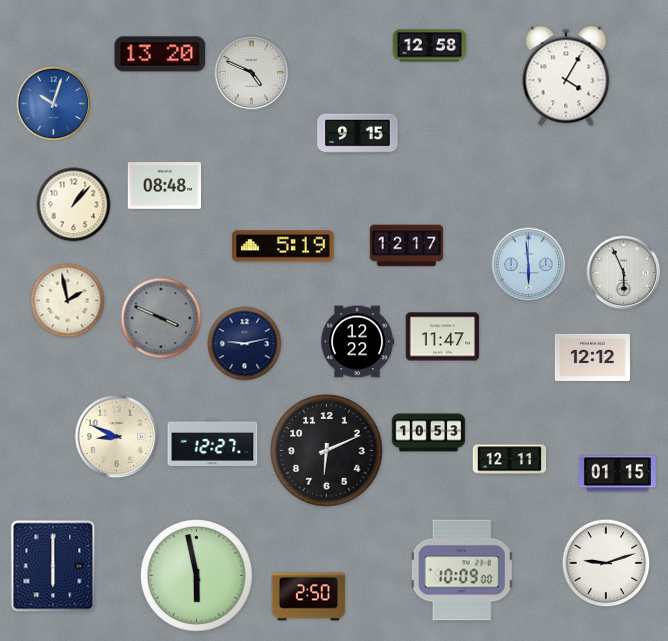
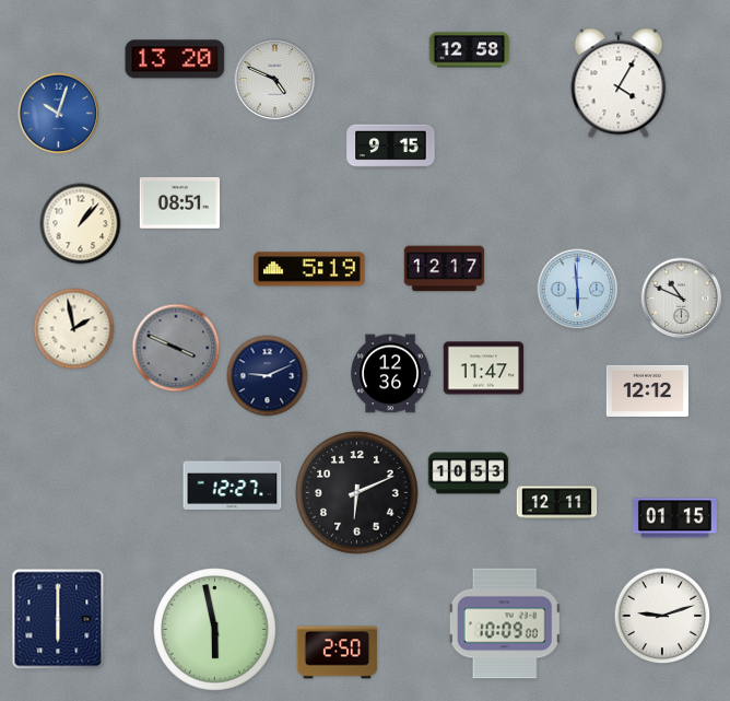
clock at (165, 186): 08:48 -> 08:51
clock at (624, 273): 5:56 -> 10:49
clock at (358, 342): 12:22 -> 12:36
clock at (245, 344): 9:13 -> 9:11
clock at (117, 437): 8:49 -> none
